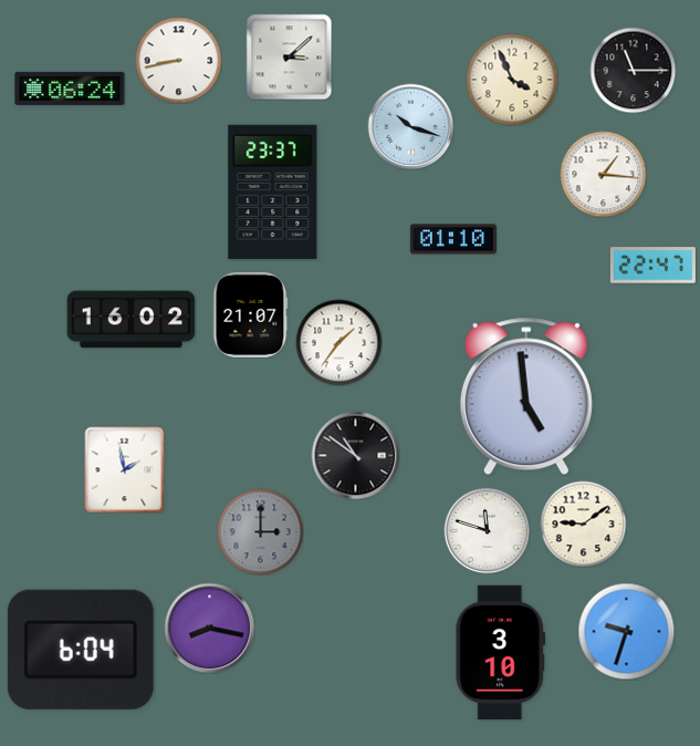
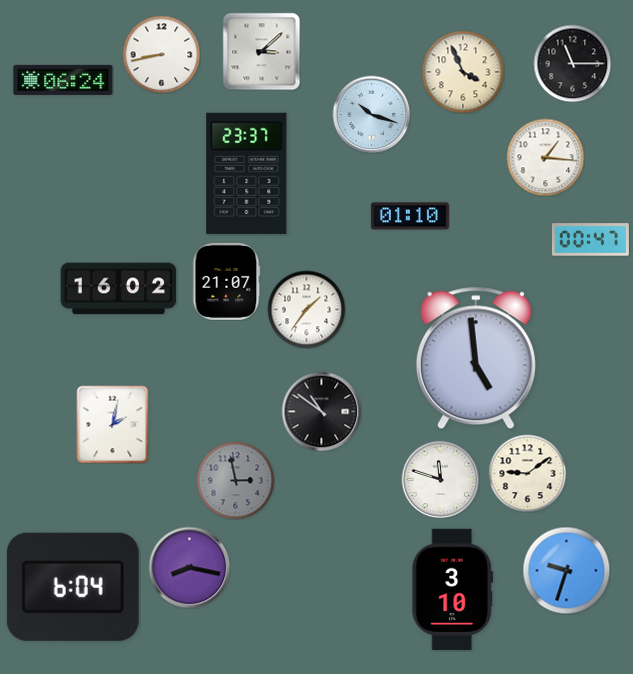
clock at (652, 266): 22:47 -> 00:47
clock at (250, 314) position: (250, 314) -> (226, 281)
clock at (125, 469): 1:58 -> 2:02
clock at (260, 531): 3:00 -> 2:58
